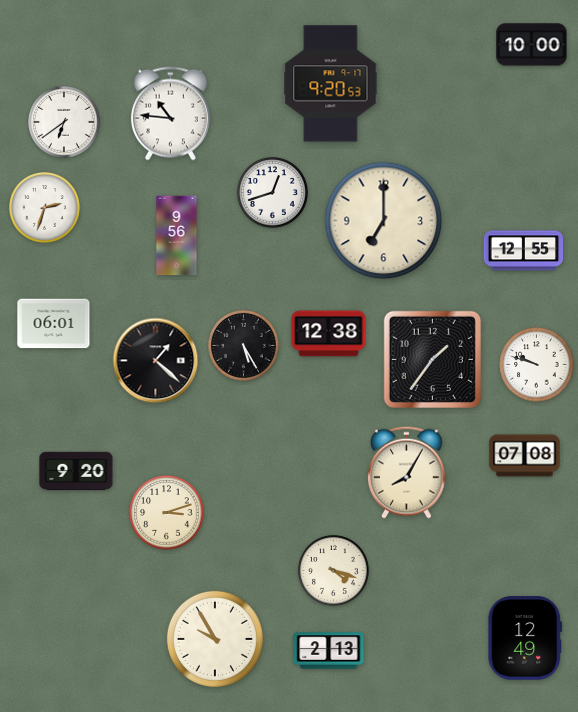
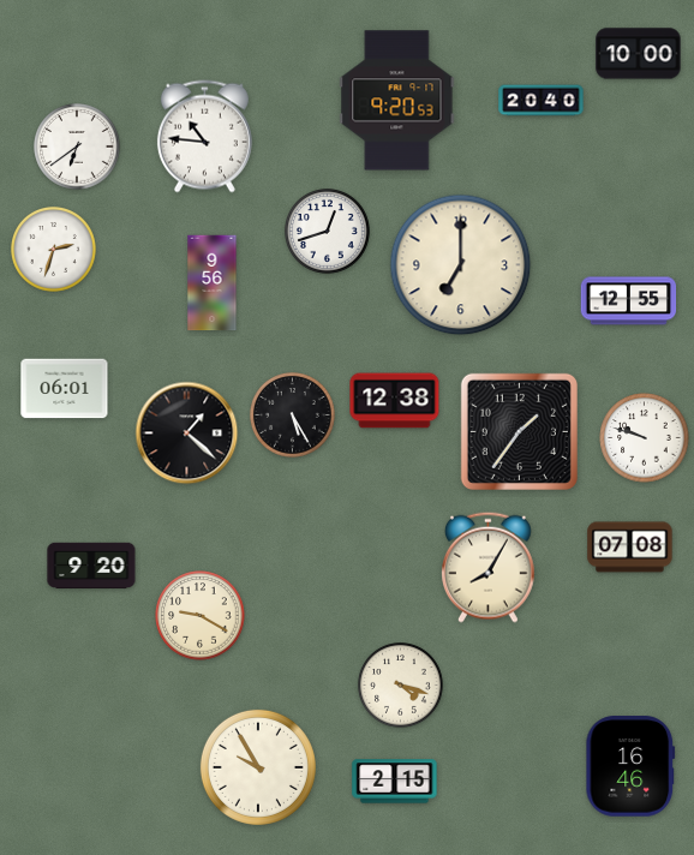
clock at (542, 101): none -> 20:40
clock at (167, 513): 3:12 -> 9:20
clock at (525, 638): 12:49 -> 16:46
clock at (329, 651): 2:13 -> 2:15
